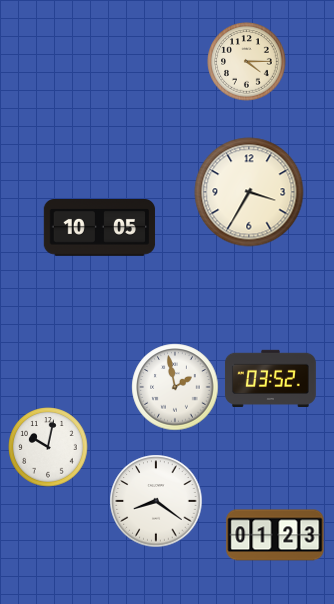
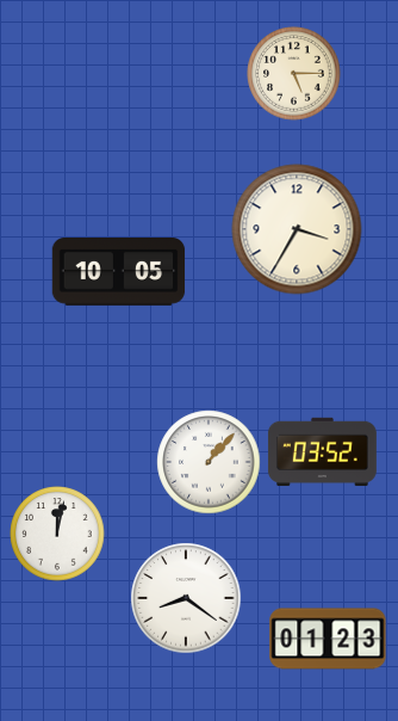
clock at (247, 62): 4:15 -> 5:15
clock at (175, 387): 1:58 -> 1:07
clock at (48, 447): 10:02 -> 12:02
